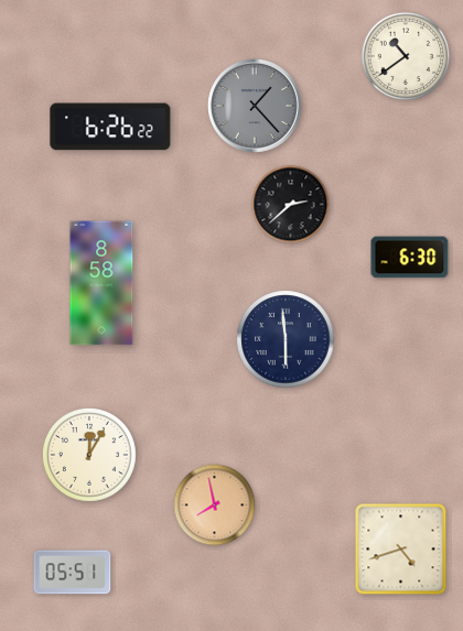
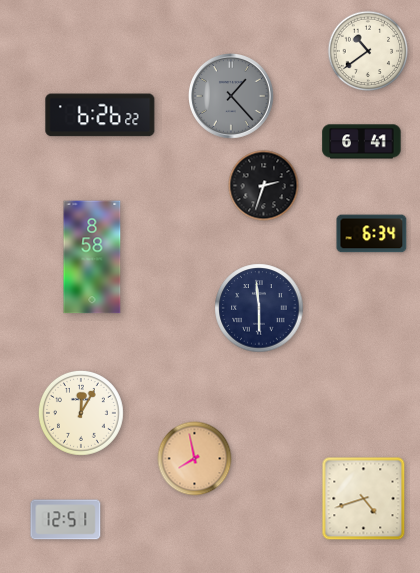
clock at (362, 142): none -> 6:41
clock at (291, 205): 2:38 -> 2:33
clock at (410, 258): 6:30 -> 6:34
clock at (73, 573): 05:51 -> 12:51
